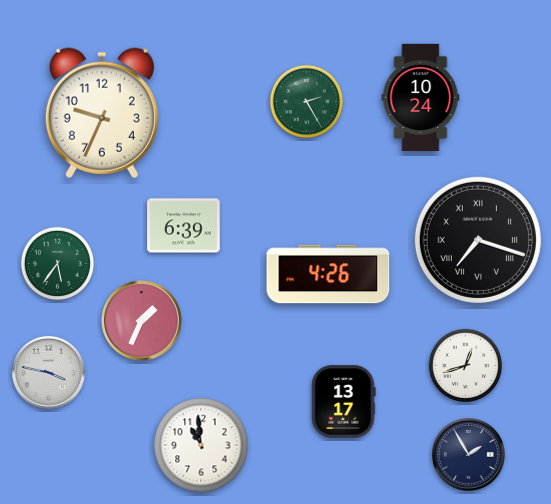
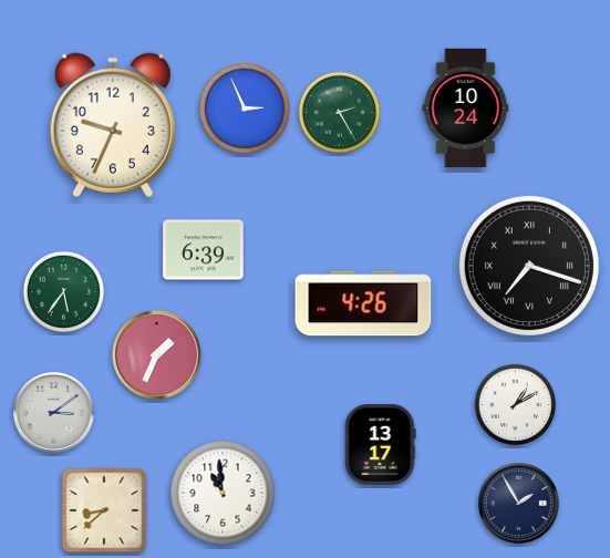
clock at (245, 108): none -> 2:56
clock at (466, 366): 12:42 -> 1:10
clock at (49, 373): 3:47 -> 3:09
clock at (104, 510): none -> 8:38
